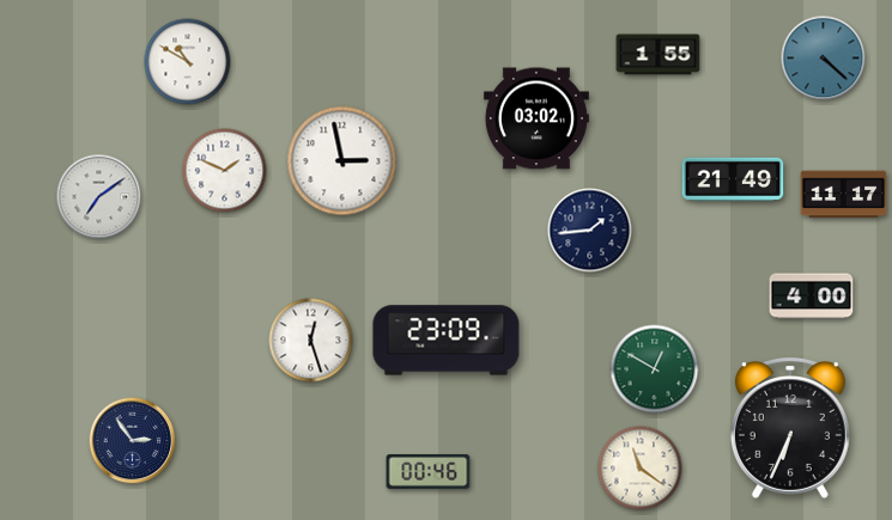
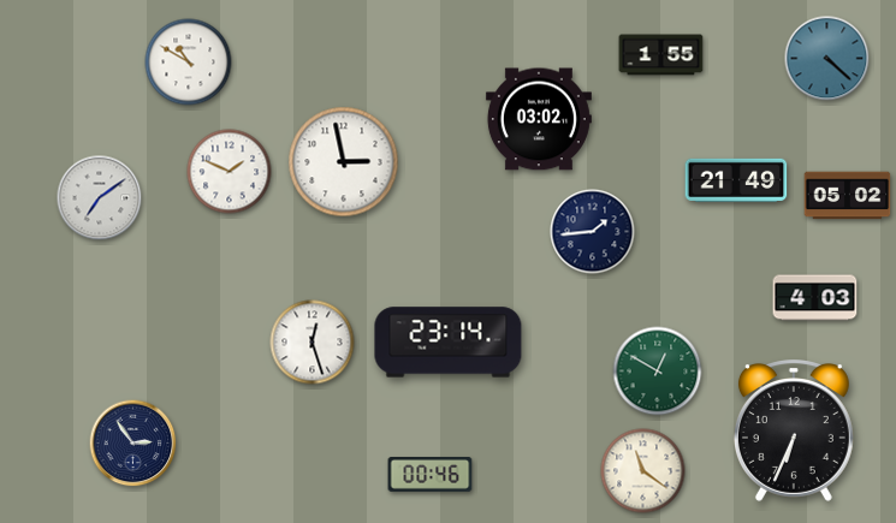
clock at (225, 171) position: (225, 171) -> (230, 172)
clock at (844, 195): 11:17 -> 05:02
clock at (812, 296): 4:00 -> 4:03
clock at (447, 341): 23:09 -> 23:14
